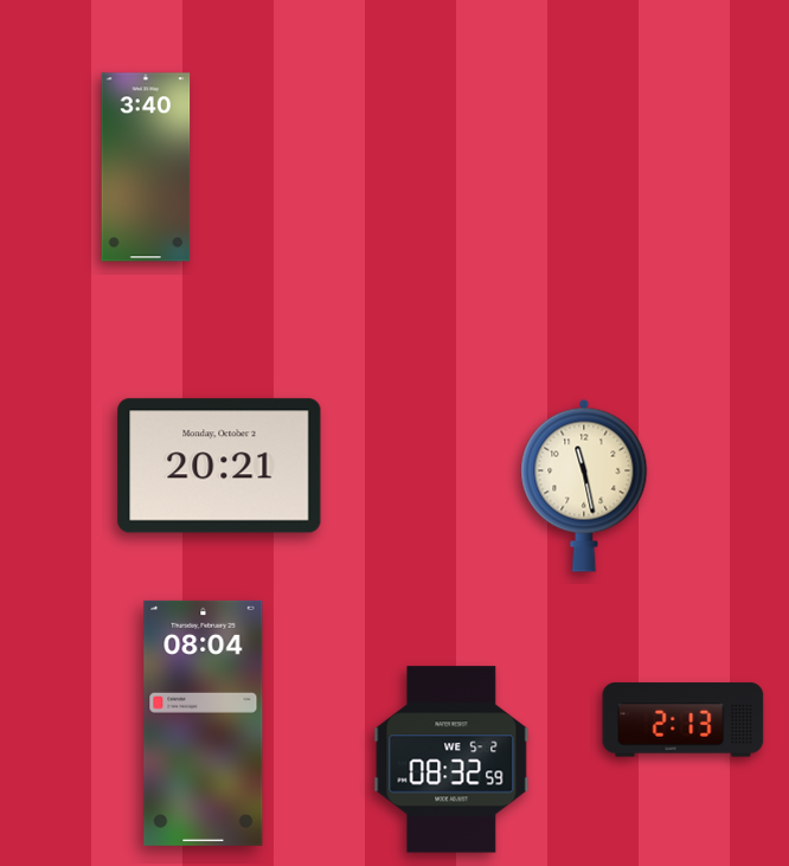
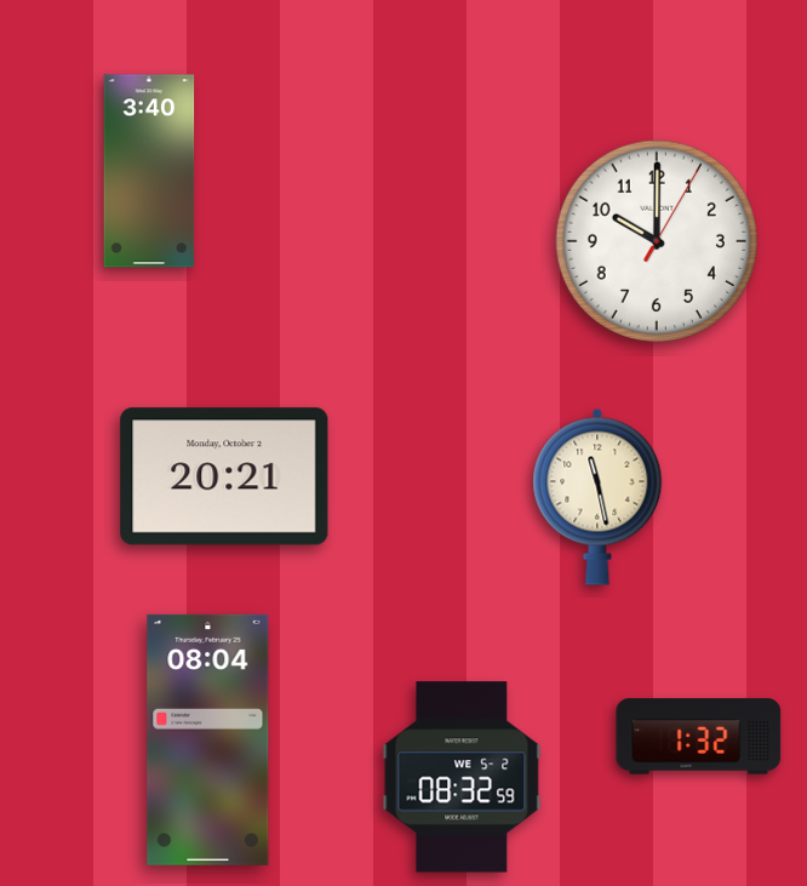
clock at (656, 240): none -> 10:00
clock at (684, 720): 2:13 -> 1:32
